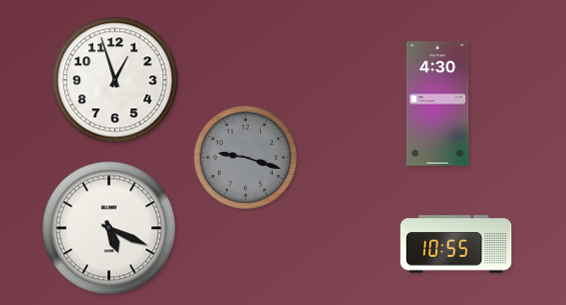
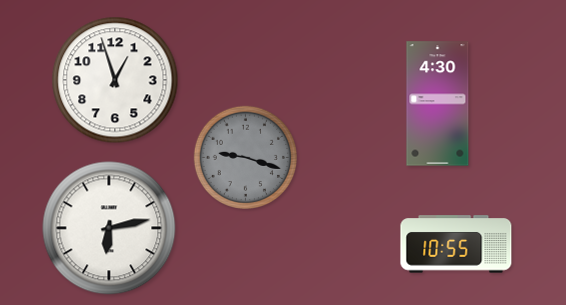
clock at (109, 228): 5:19 -> 6:13
